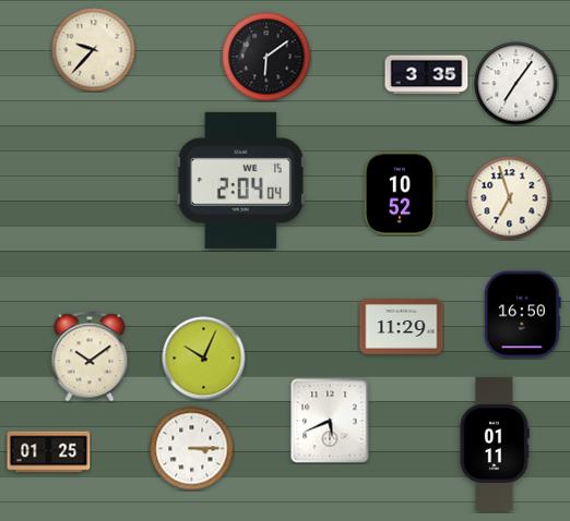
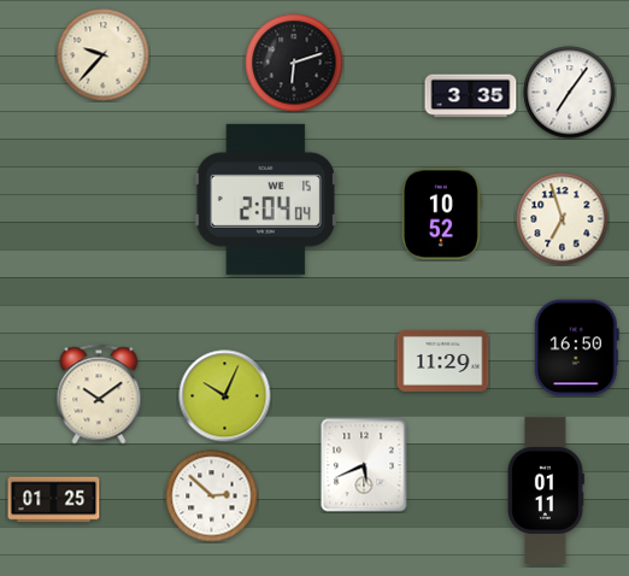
clock at (266, 57): 6:09 -> 6:12
clock at (427, 75) position: (427, 75) -> (471, 96)
clock at (192, 449): 3:15 -> 2:52
